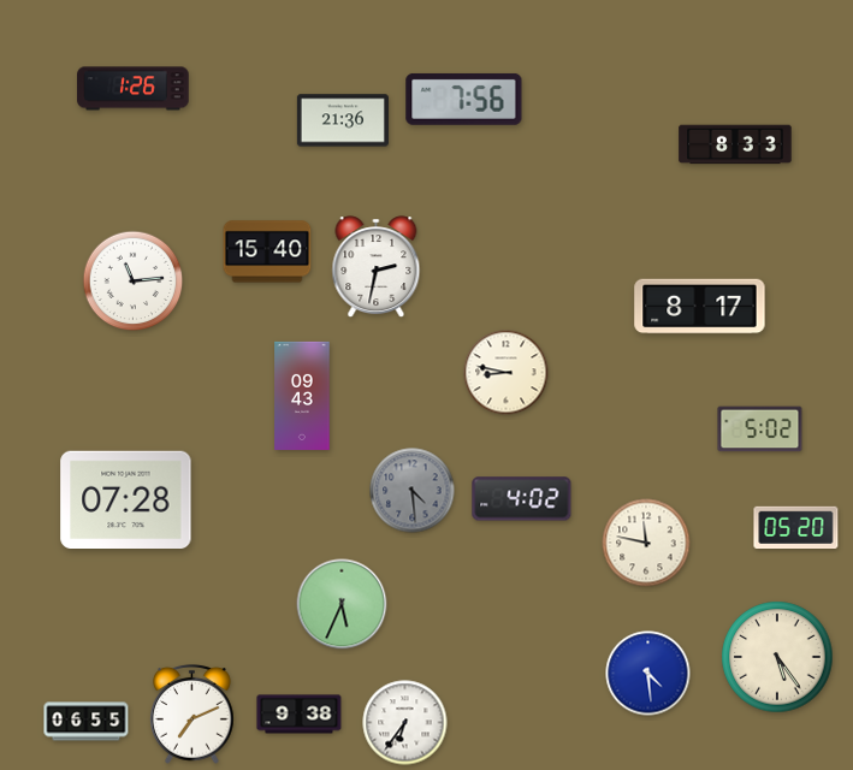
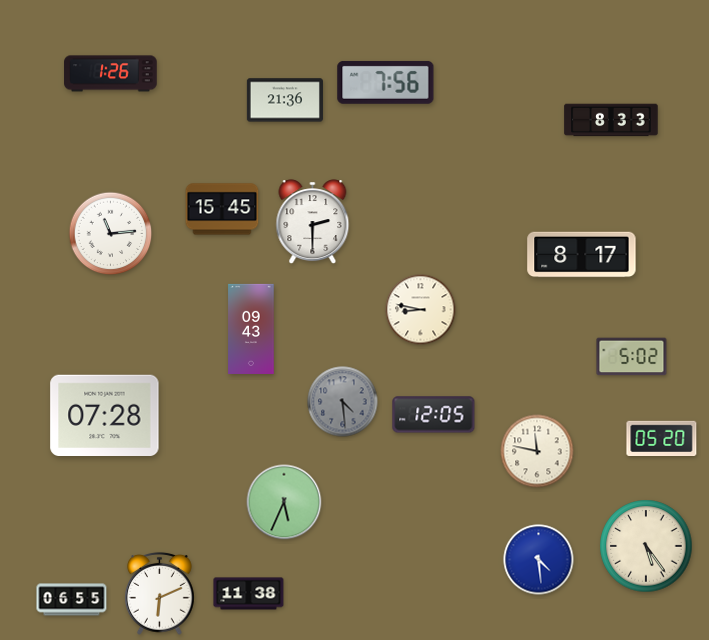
clock at (267, 251): 15:40 -> 15:45
clock at (377, 267): 2:32 -> 2:30
clock at (413, 491) position: (413, 491) -> (343, 402)
clock at (522, 499): 4:02 -> 12:05
clock at (192, 713): 7:11 -> 6:11
clock at (300, 715): 9:38 -> 11:38
clock at (405, 723): 6:36 -> none
